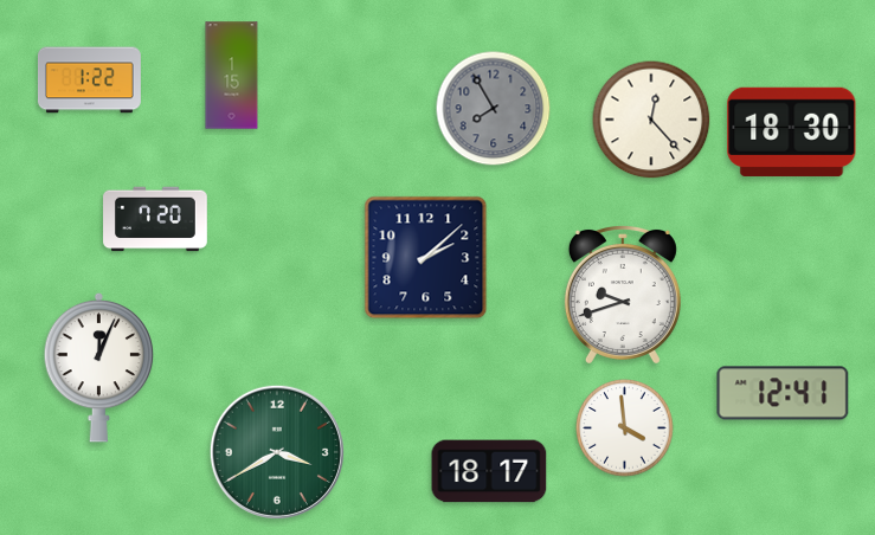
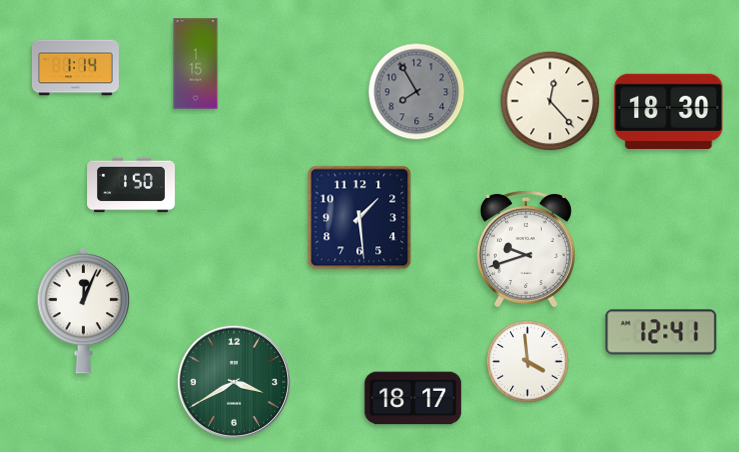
clock at (89, 80): 1:22 -> 1:14
clock at (155, 219): 7:20 -> 1:50
clock at (426, 258): 2:08 -> 1:29
